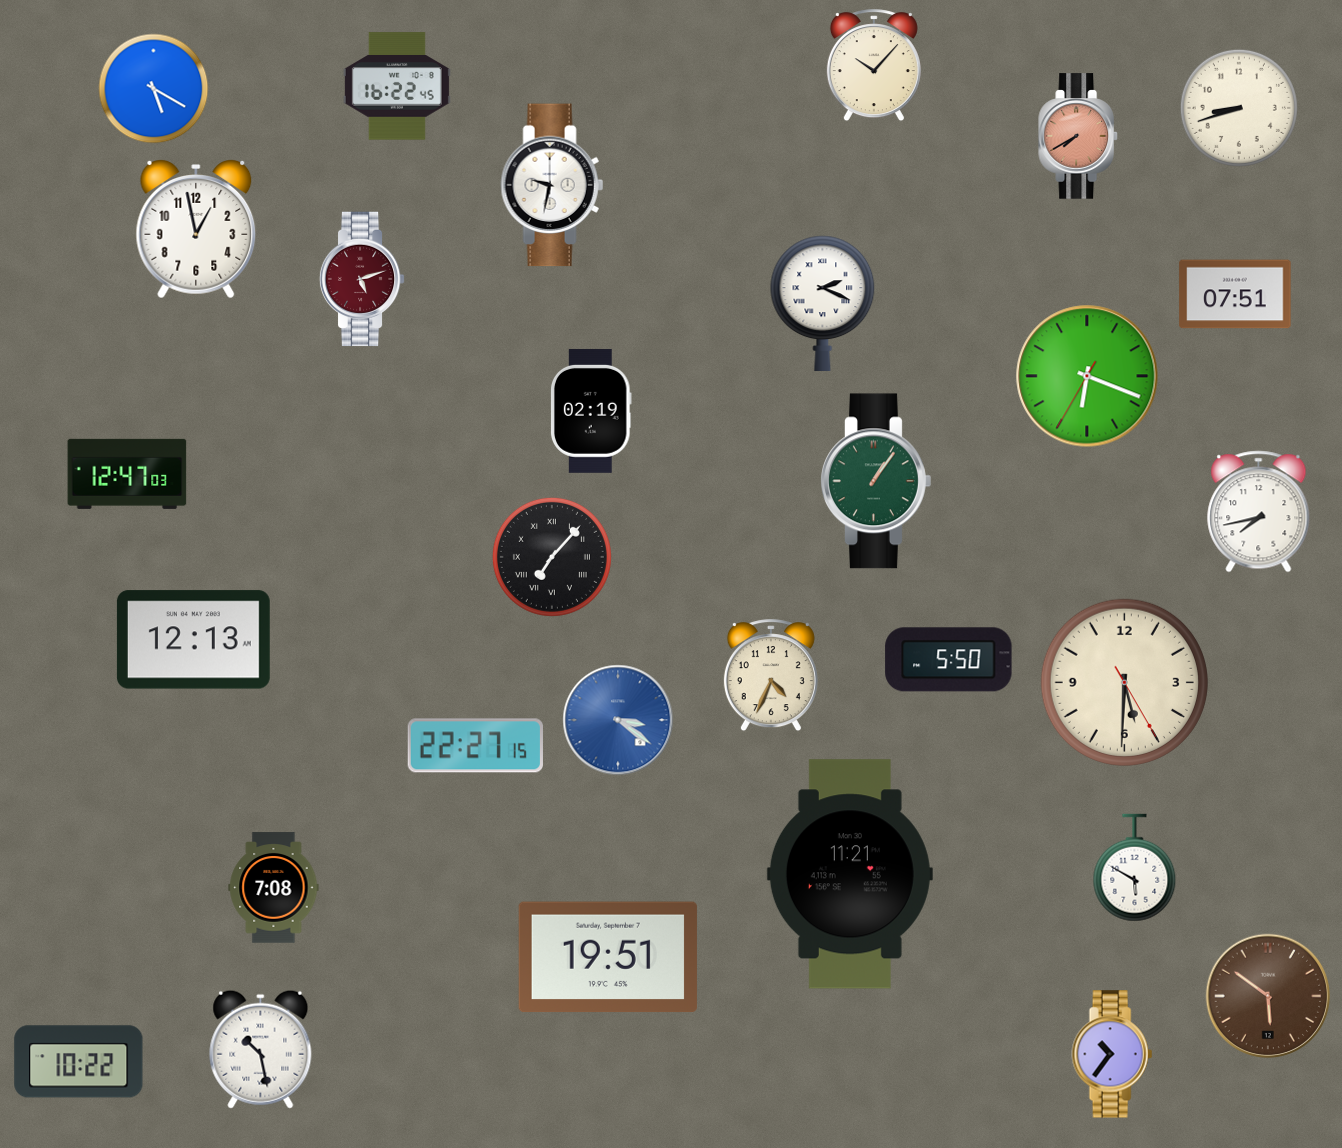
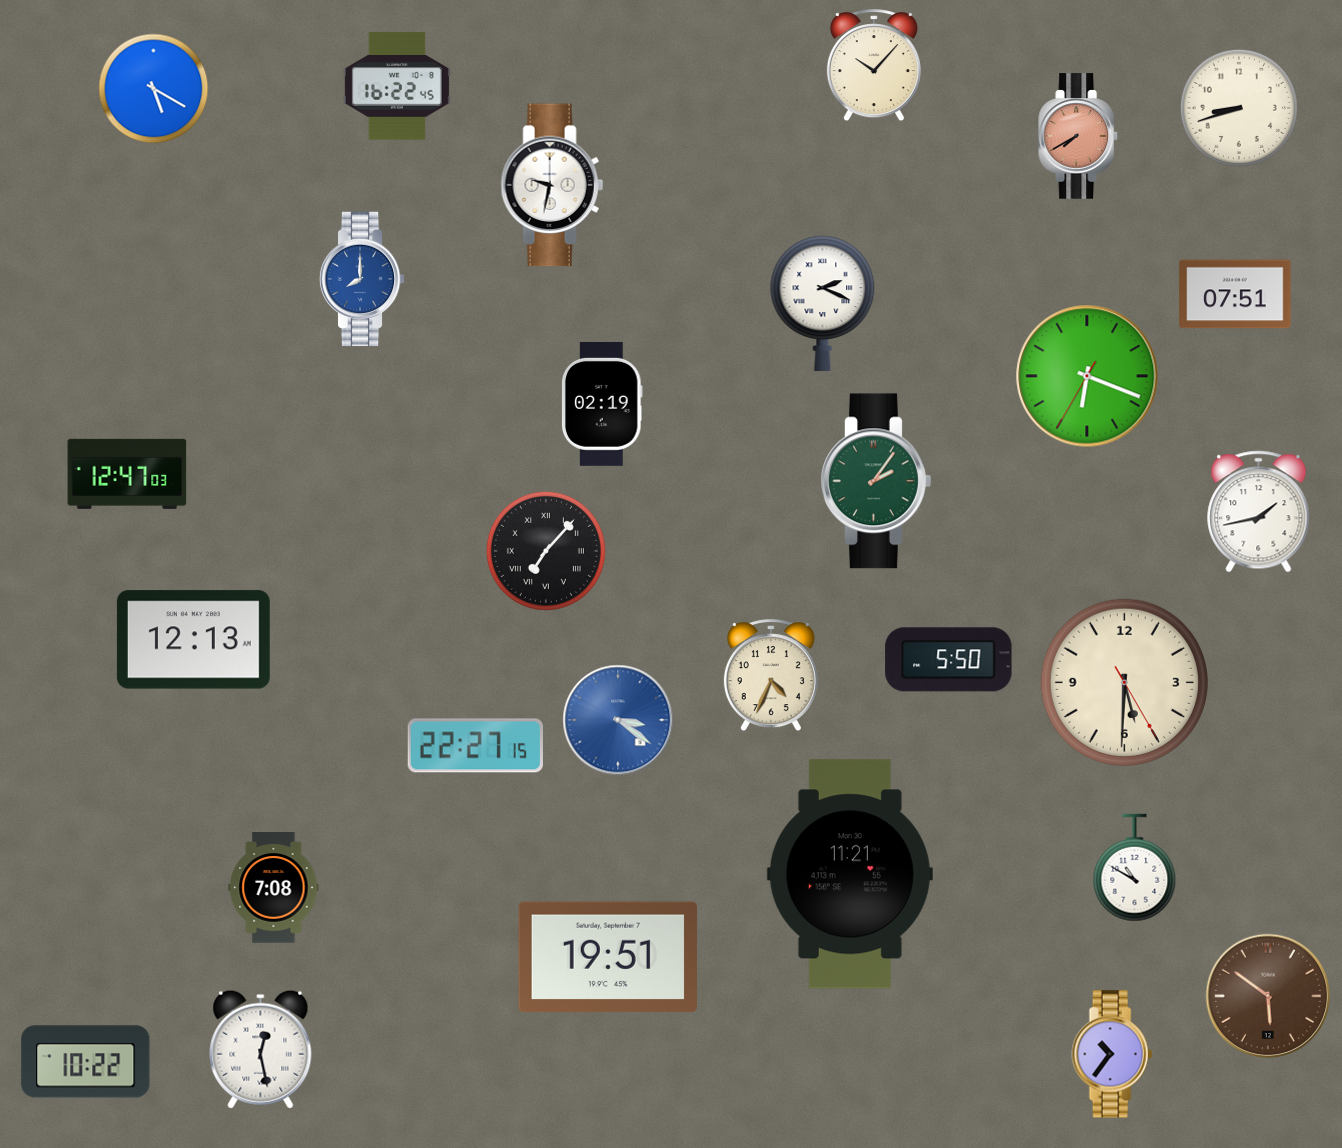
clock at (196, 230): 12:58 -> none
clock at (362, 279): 5:12 -> 8:00
clock at (362, 279) dial: burgundy -> blue
clock at (592, 411) position: (592, 411) -> (603, 404)
clock at (876, 481): 1:06 -> 2:06
clock at (1259, 512): 7:43 -> 1:43
clock at (552, 557) position: (552, 557) -> (546, 551)
clock at (1135, 868): 5:50 -> 10:50
clock at (261, 1049): 10:28 -> 12:28
clock at (79, 1062) position: (79, 1062) -> (86, 1062)
